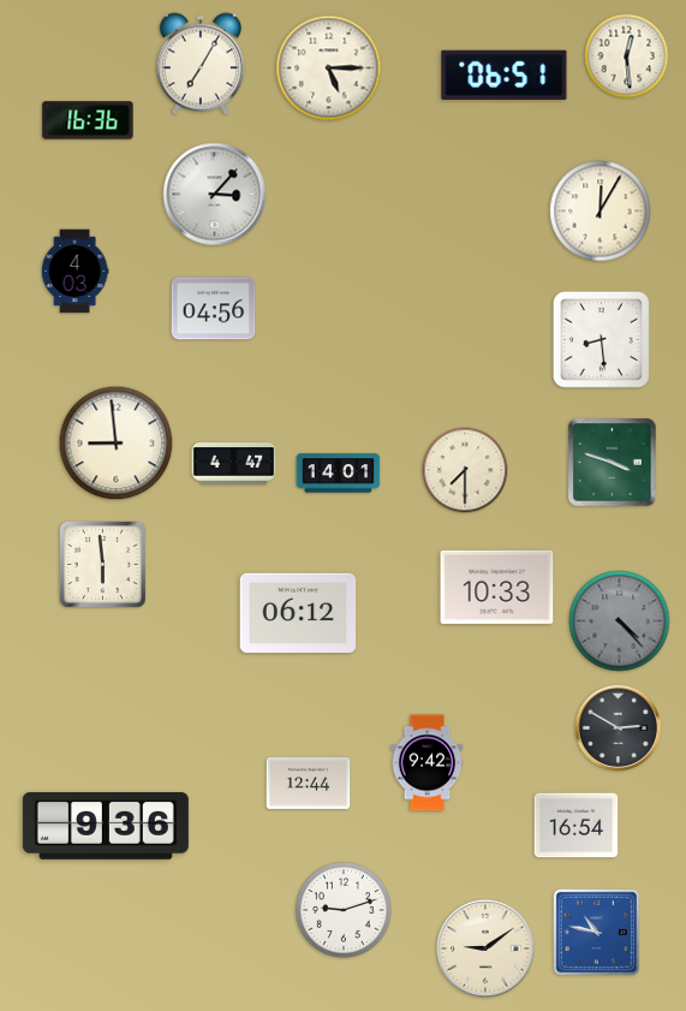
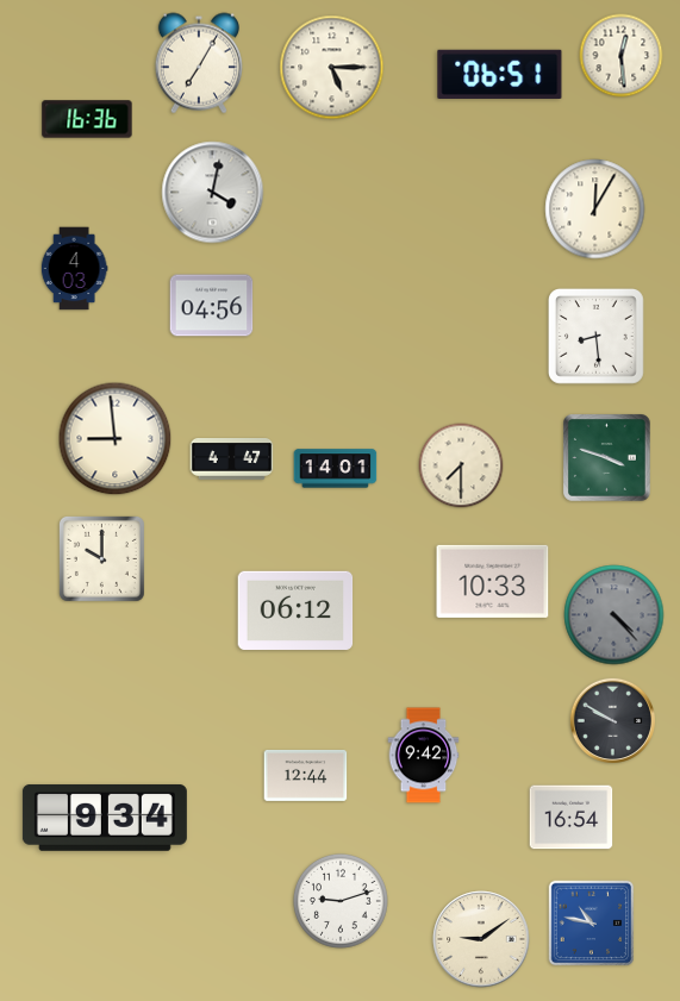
clock at (329, 69) position: (329, 69) -> (332, 68)
clock at (215, 195): 3:07 -> 4:02
clock at (102, 564): 5:59 -> 10:00
clock at (298, 612) position: (298, 612) -> (295, 609)
clock at (618, 727): 2:50 -> 9:50
clock at (106, 826): 9:36 -> 9:34
